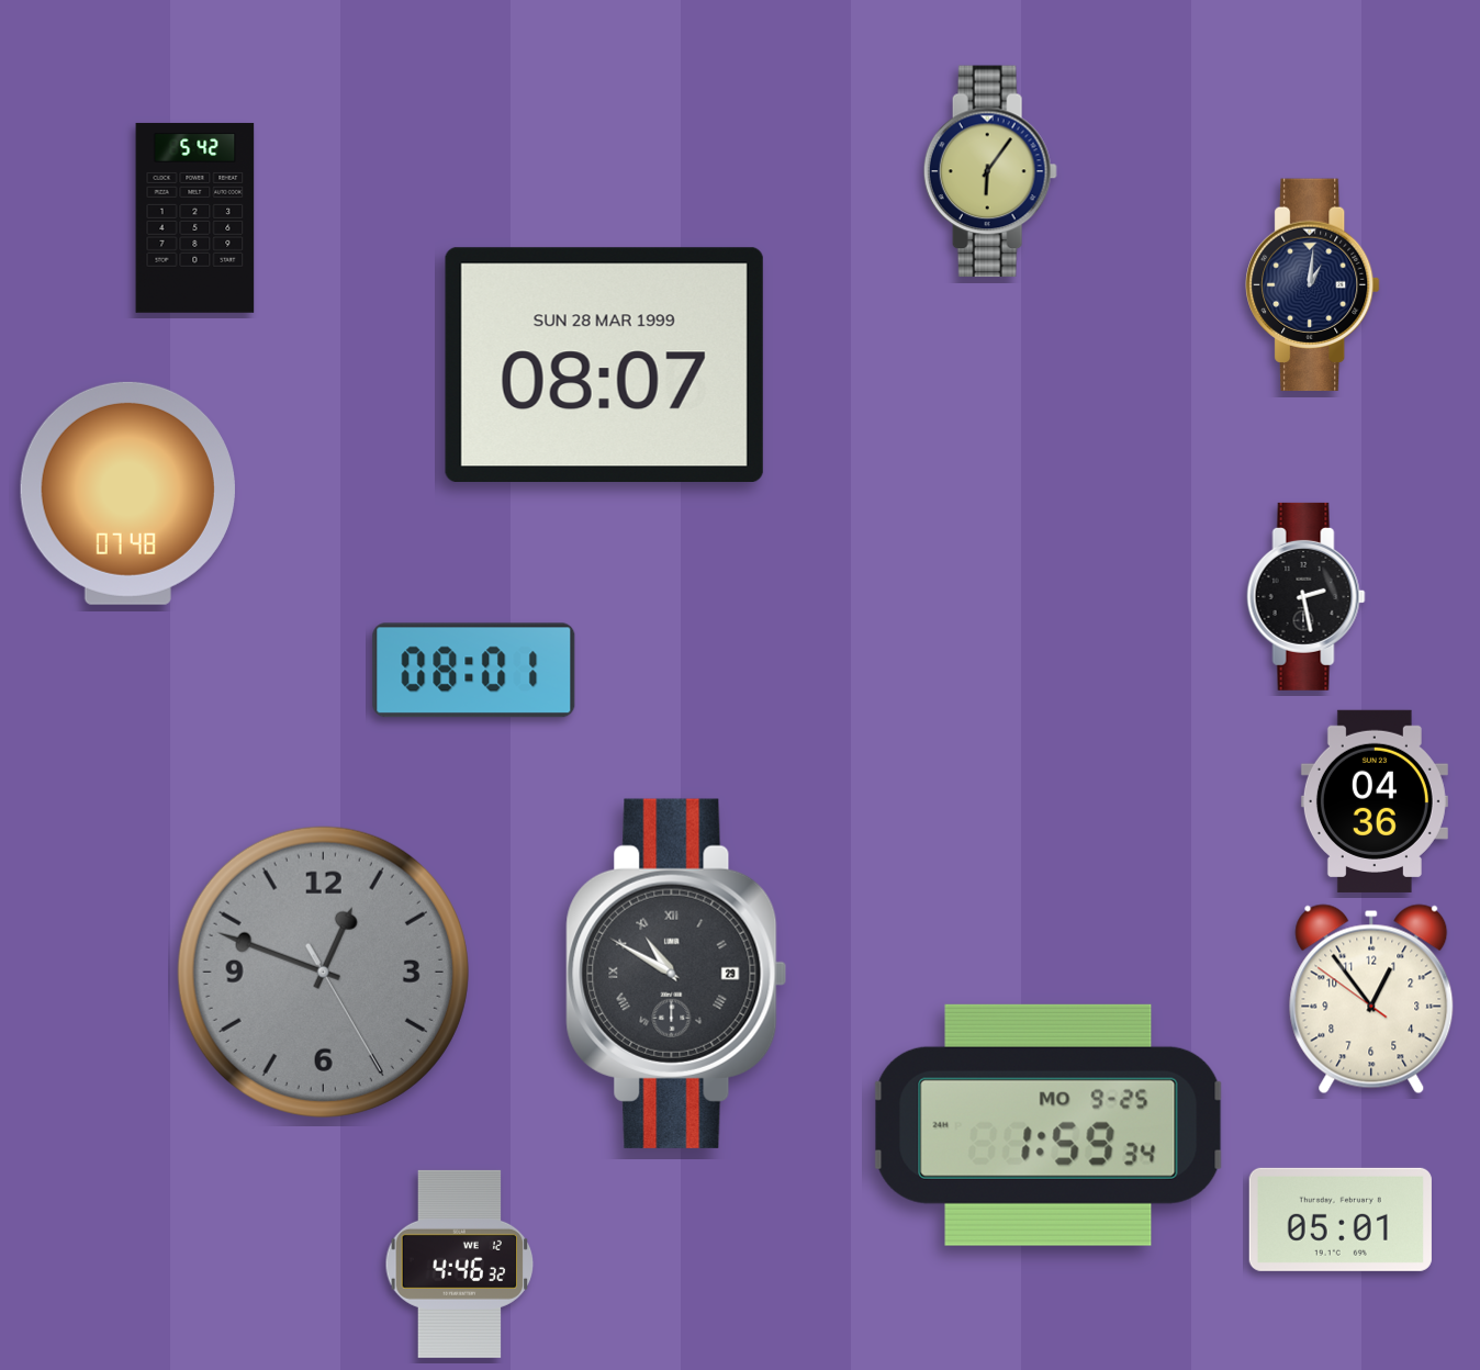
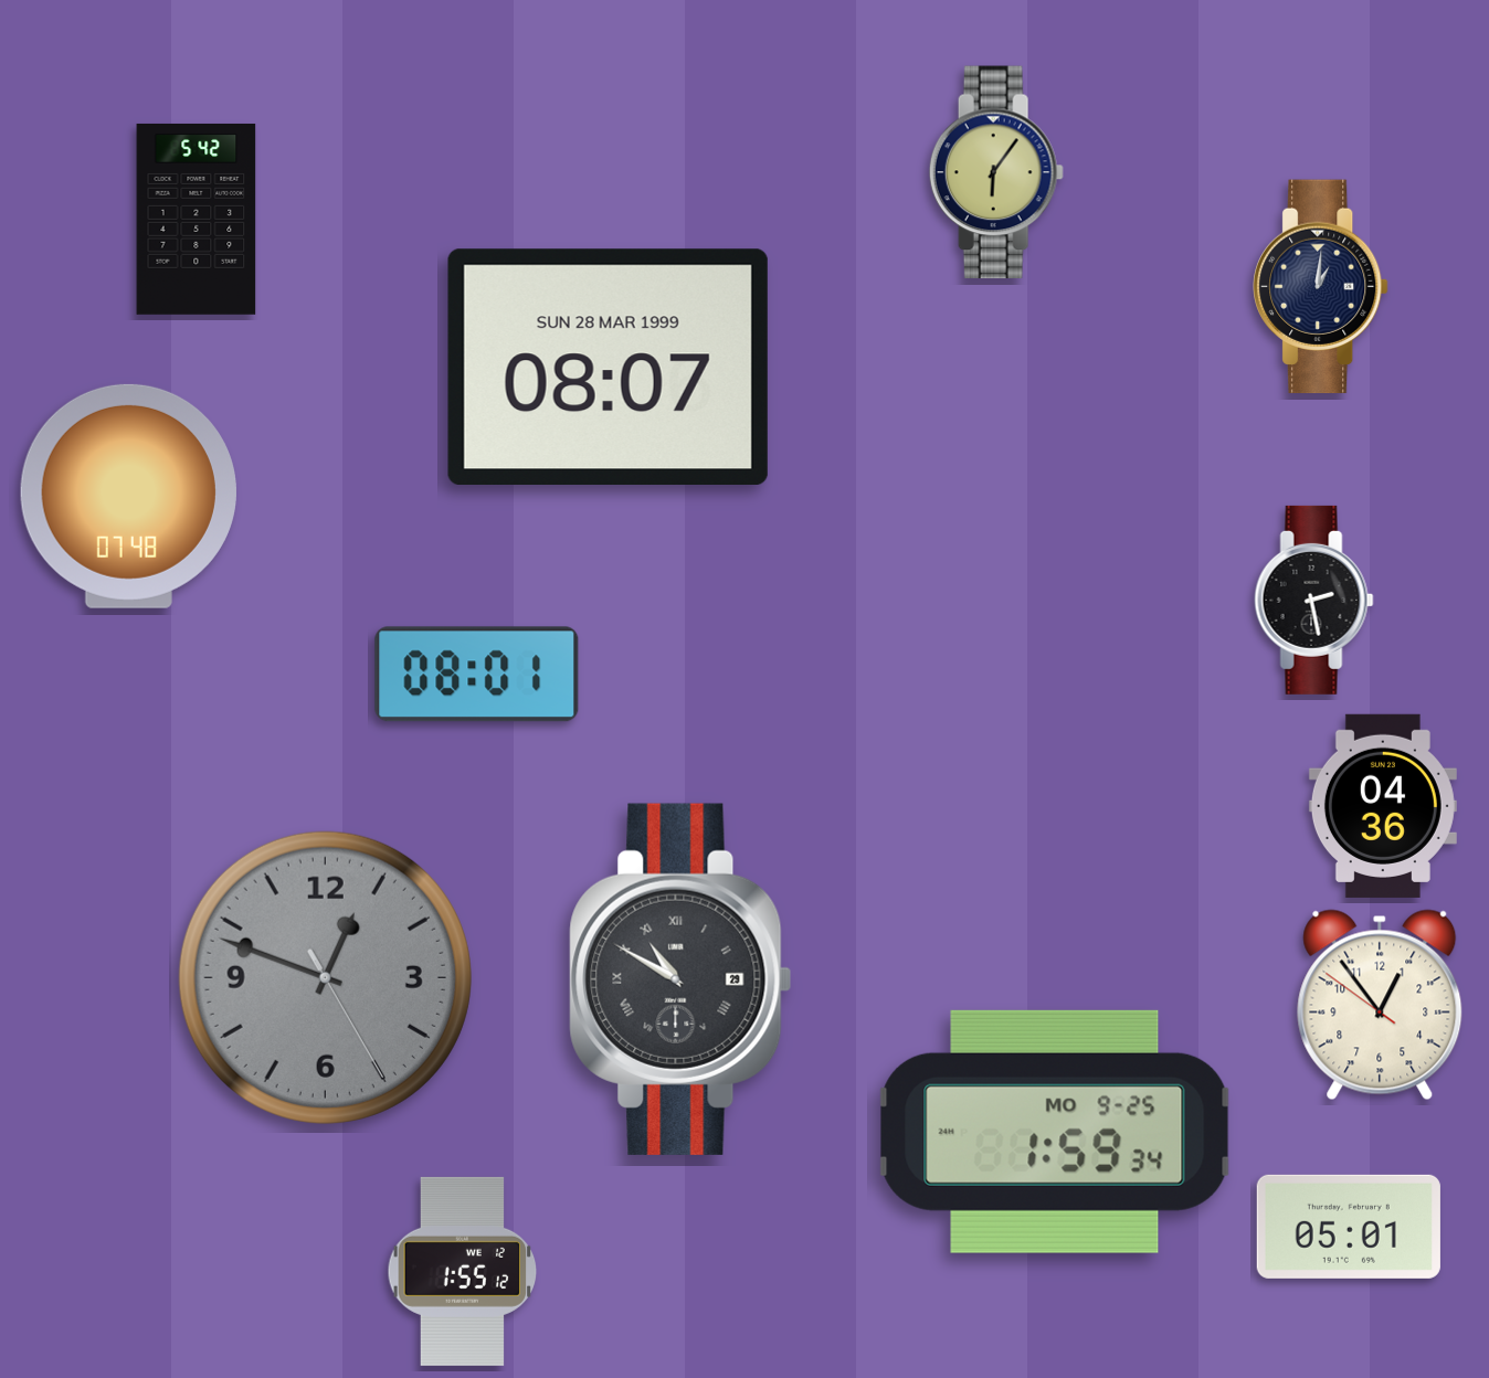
clock at (460, 1264): 4:46 -> 1:55
